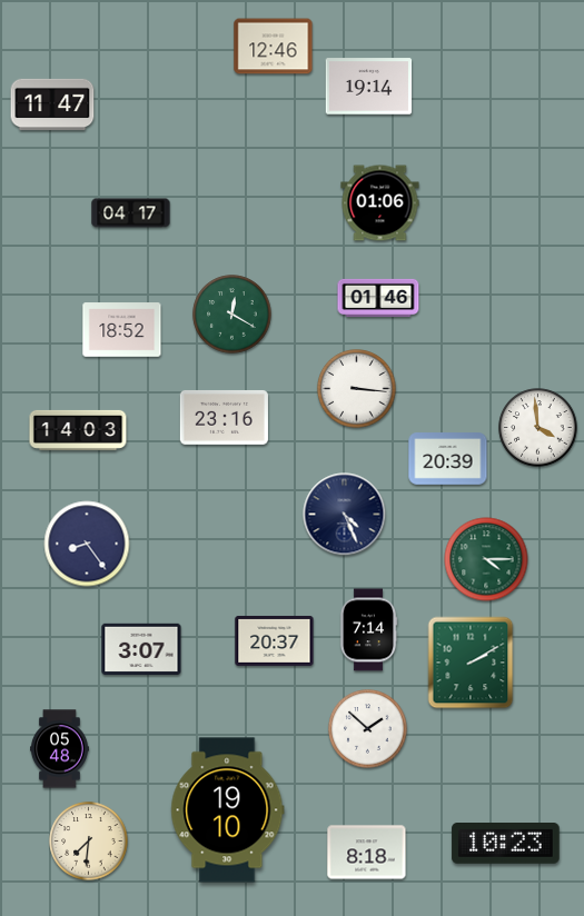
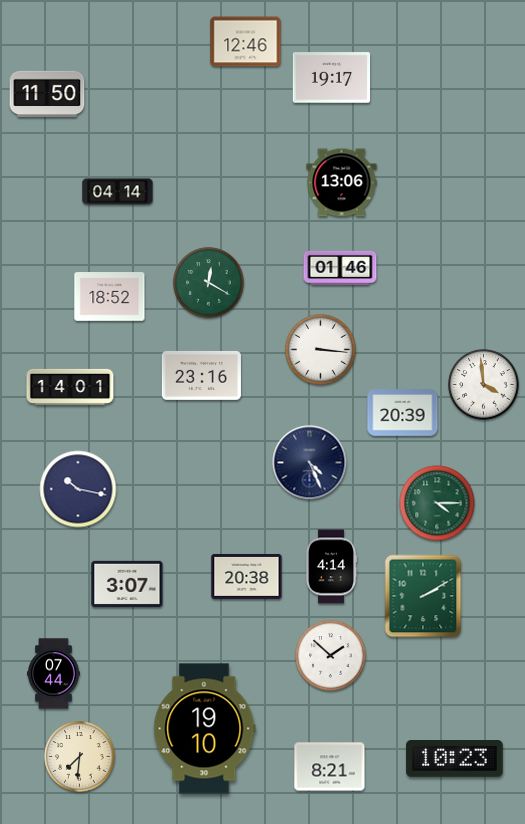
clock at (369, 87): 19:14 -> 19:17
clock at (52, 104): 11:47 -> 11:50
clock at (380, 203): 01:06 -> 13:06
clock at (131, 213): 04:17 -> 04:14
clock at (78, 430): 14:03 -> 14:01
clock at (87, 544): 8:24 -> 10:17
clock at (368, 630): 7:14 -> 4:14
clock at (275, 640): 20:37 -> 20:38
clock at (60, 749): 05:48 -> 07:44
clock at (367, 853): 8:18 -> 8:21
